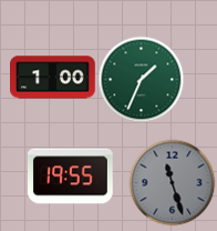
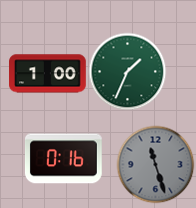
clock at (53, 78) position: (53, 78) -> (48, 74)
clock at (71, 177): 19:55 -> 0:16
